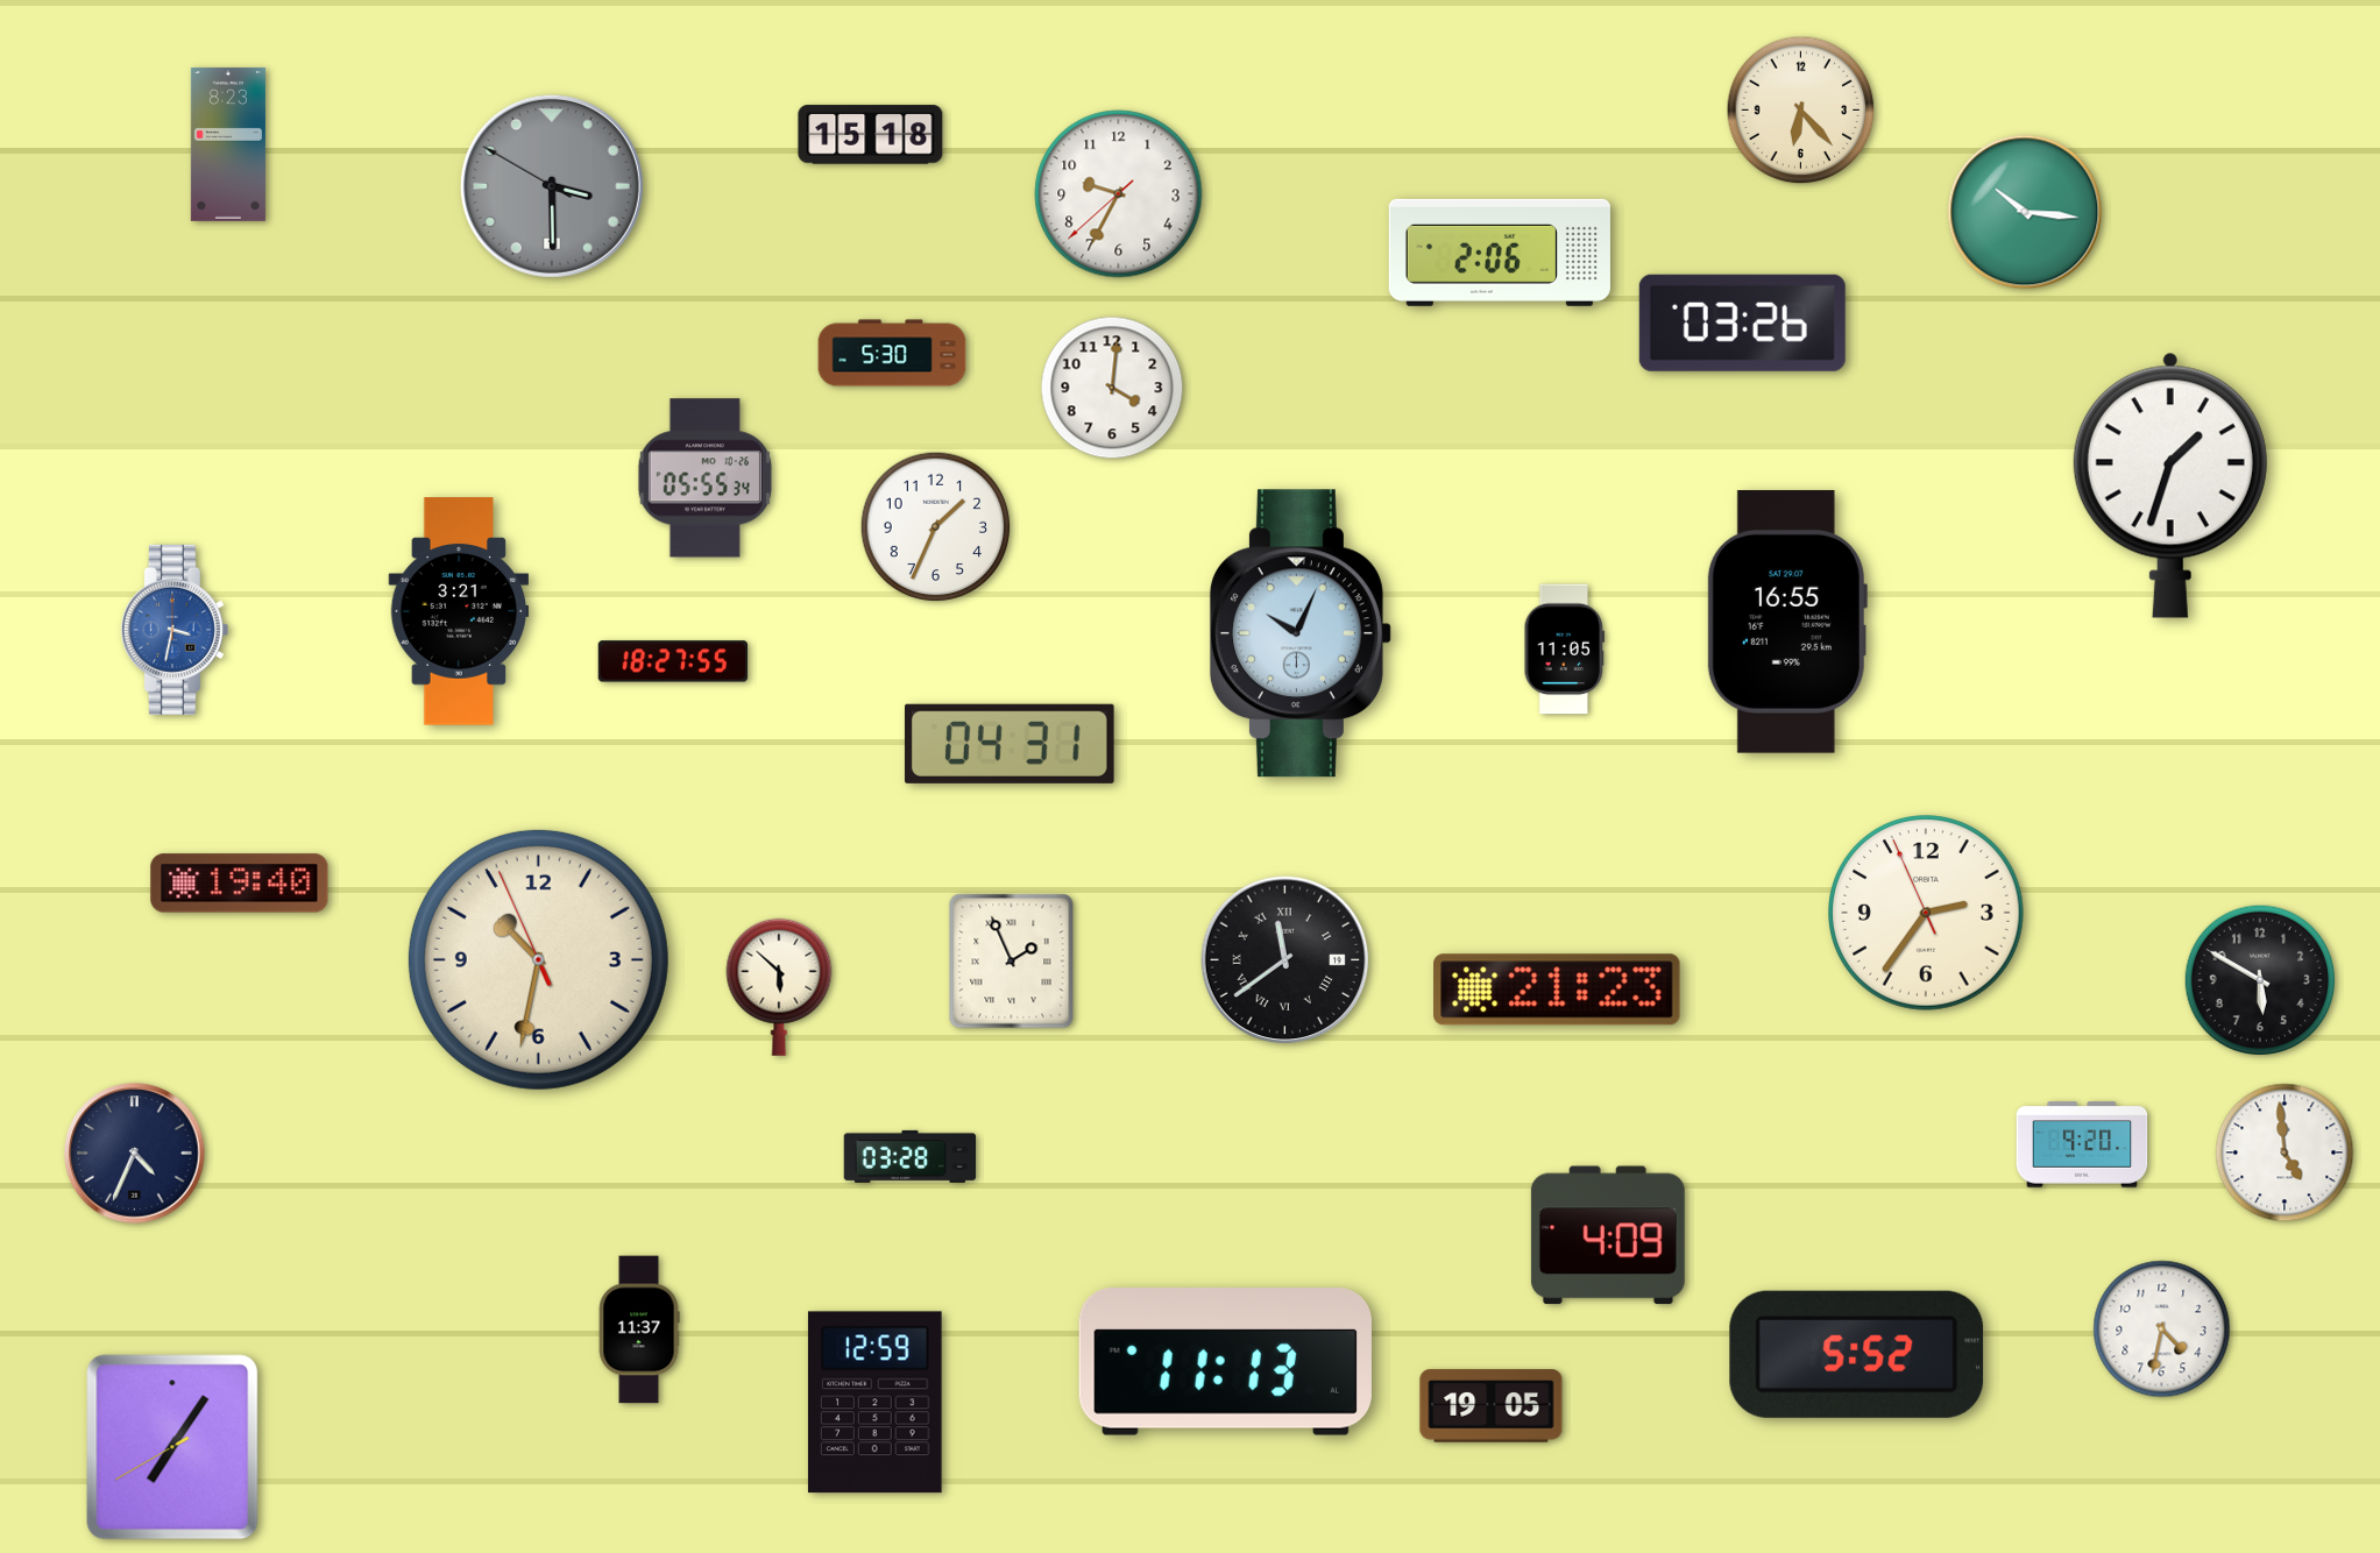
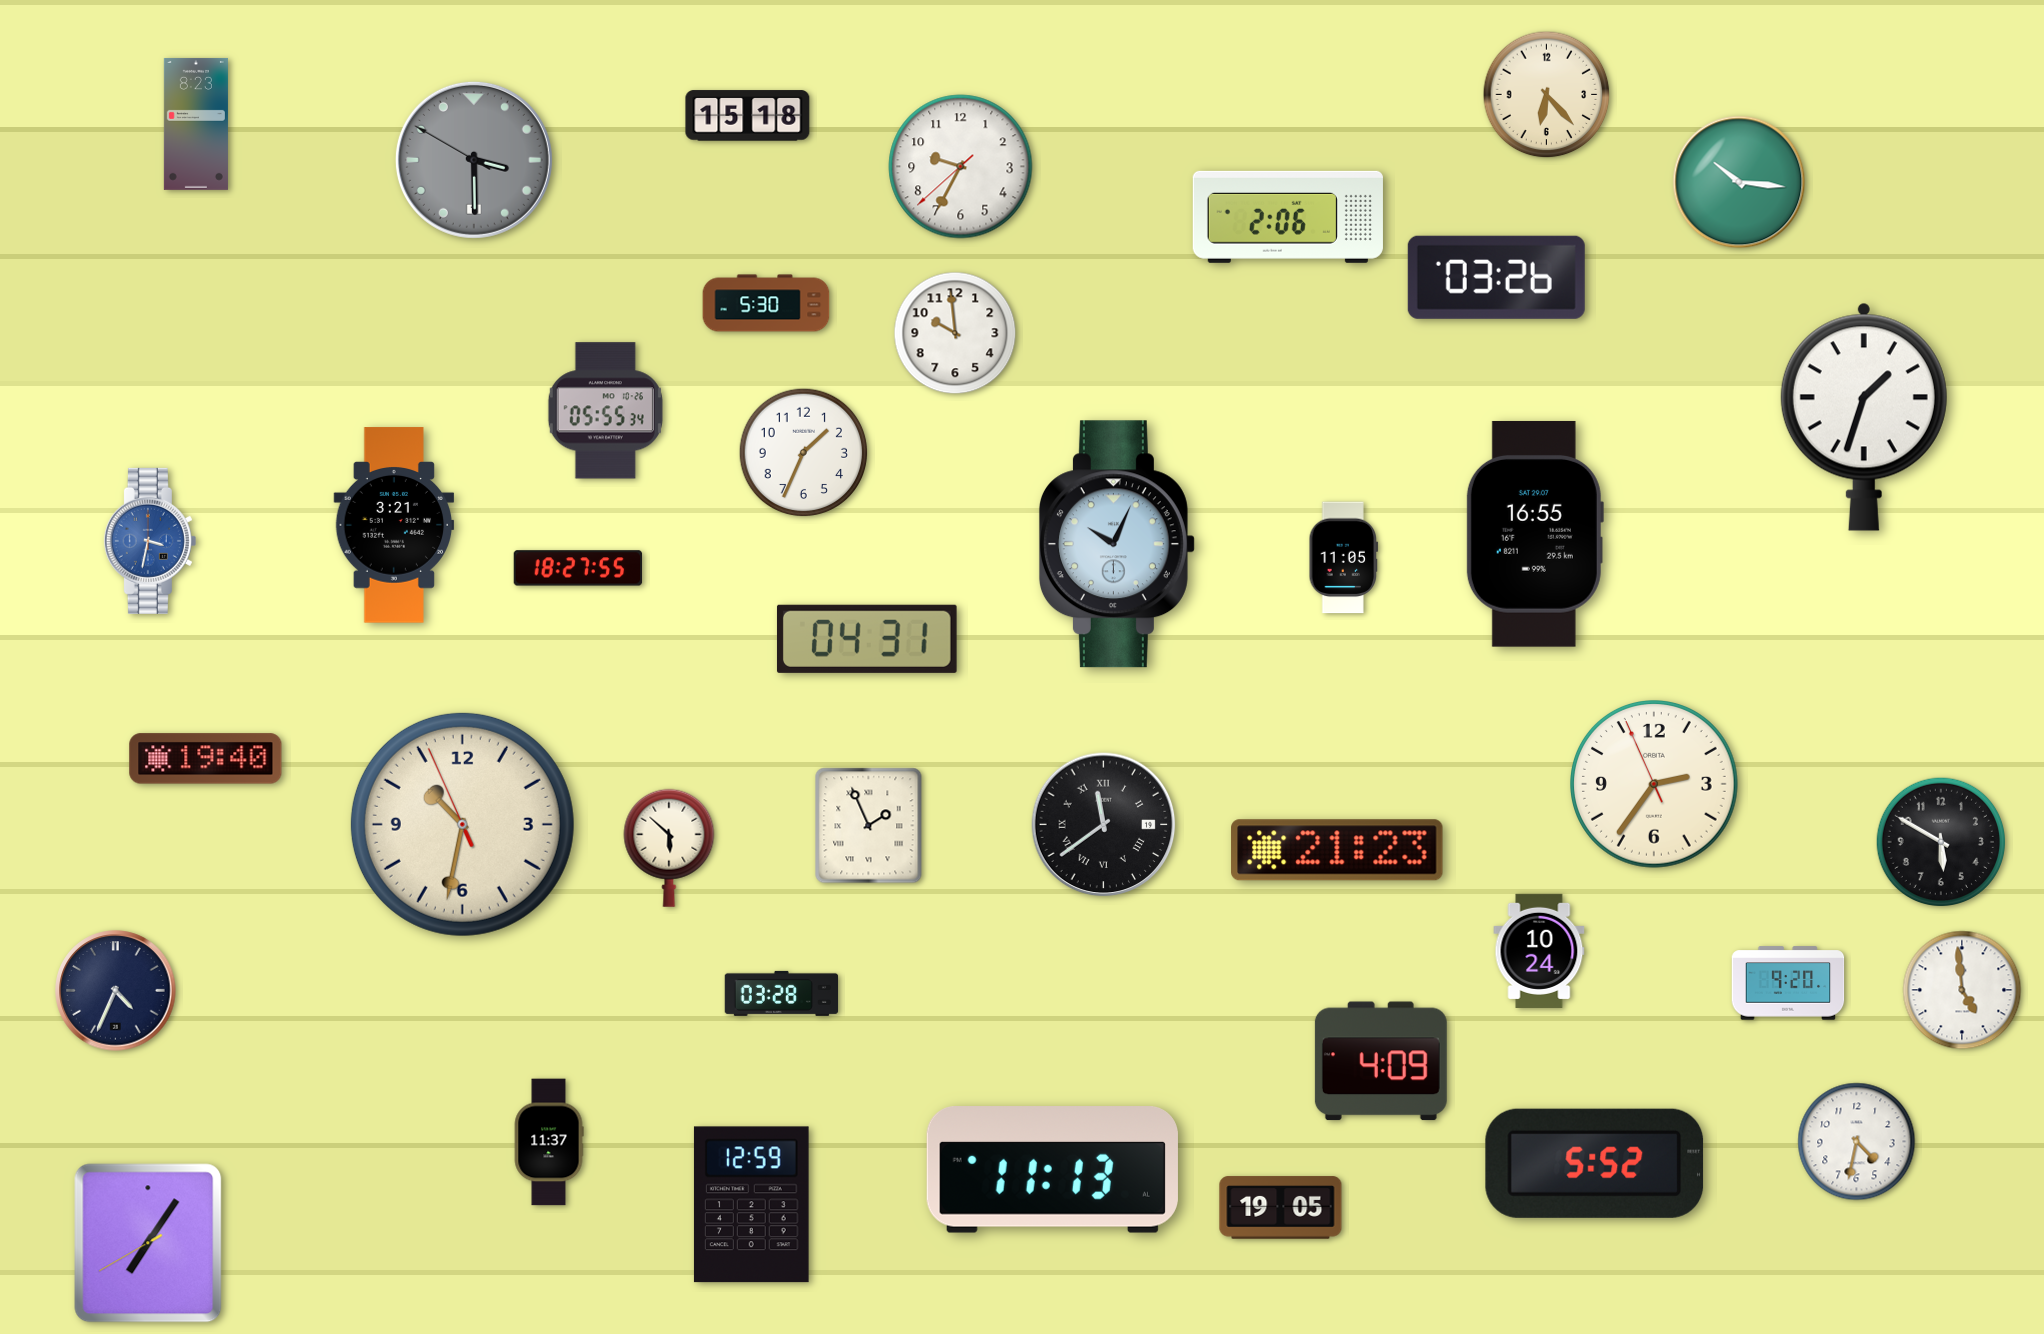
clock at (1112, 388): 4:01 -> 9:59
clock at (1539, 951): none -> 10:24
